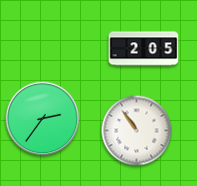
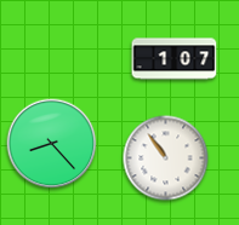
clock at (144, 49): 2:05 -> 1:07
clock at (43, 119): 2:36 -> 8:23
